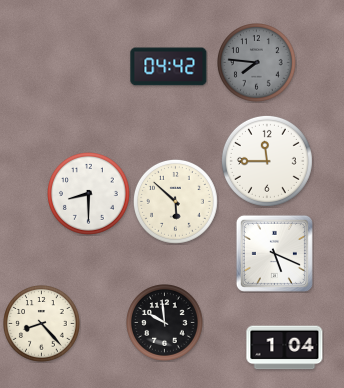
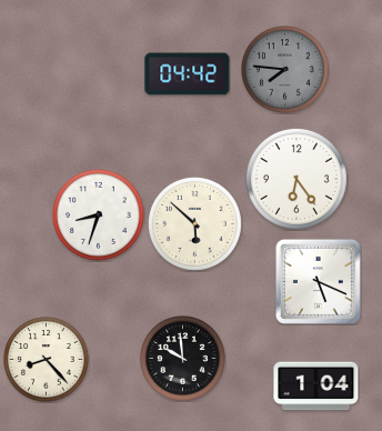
clock at (267, 161): 11:45 -> 6:24
clock at (89, 194): 8:30 -> 8:33
clock at (274, 253) position: (274, 253) -> (318, 281)
